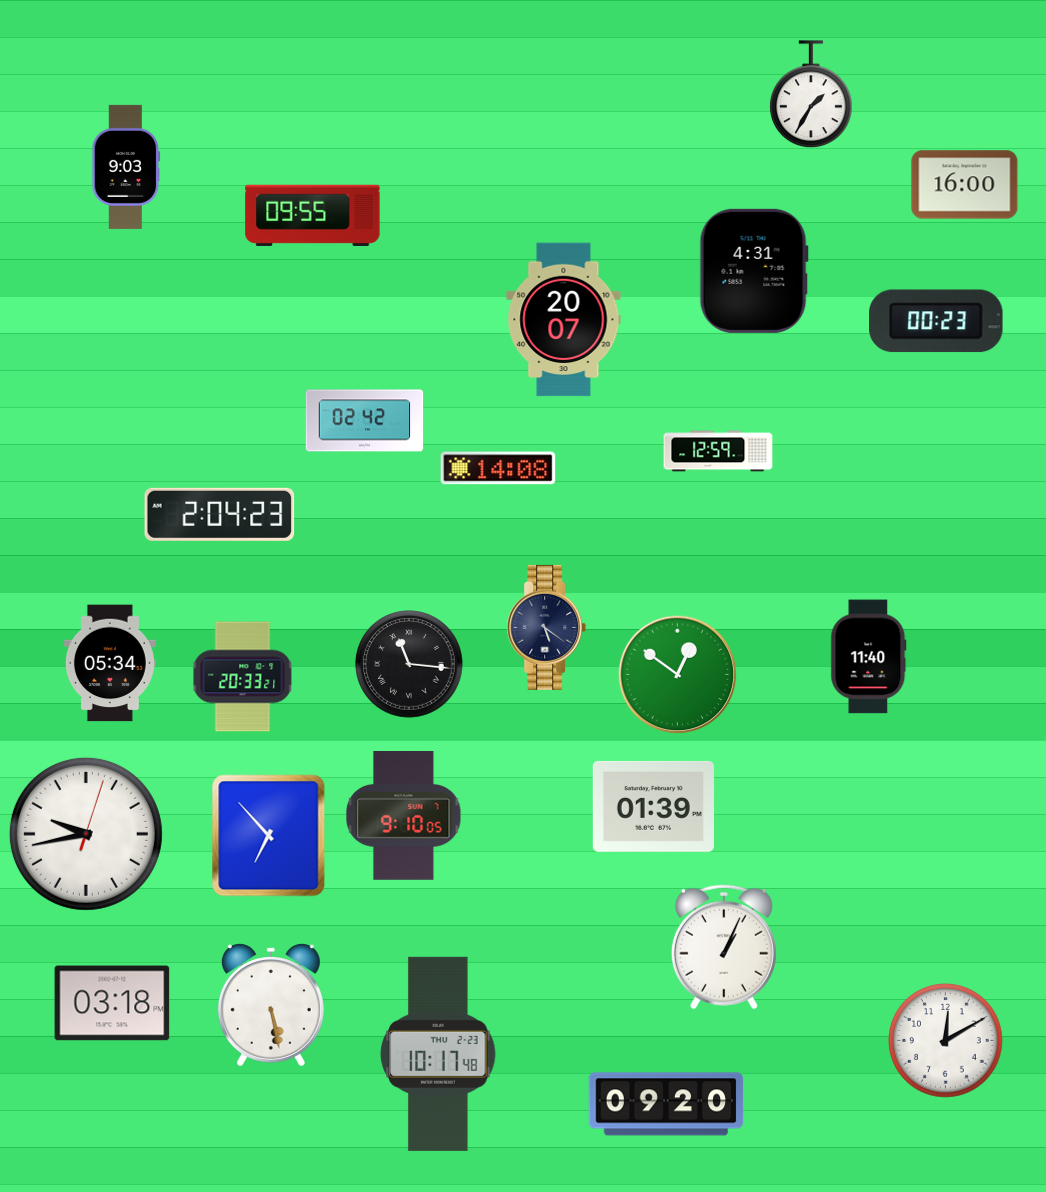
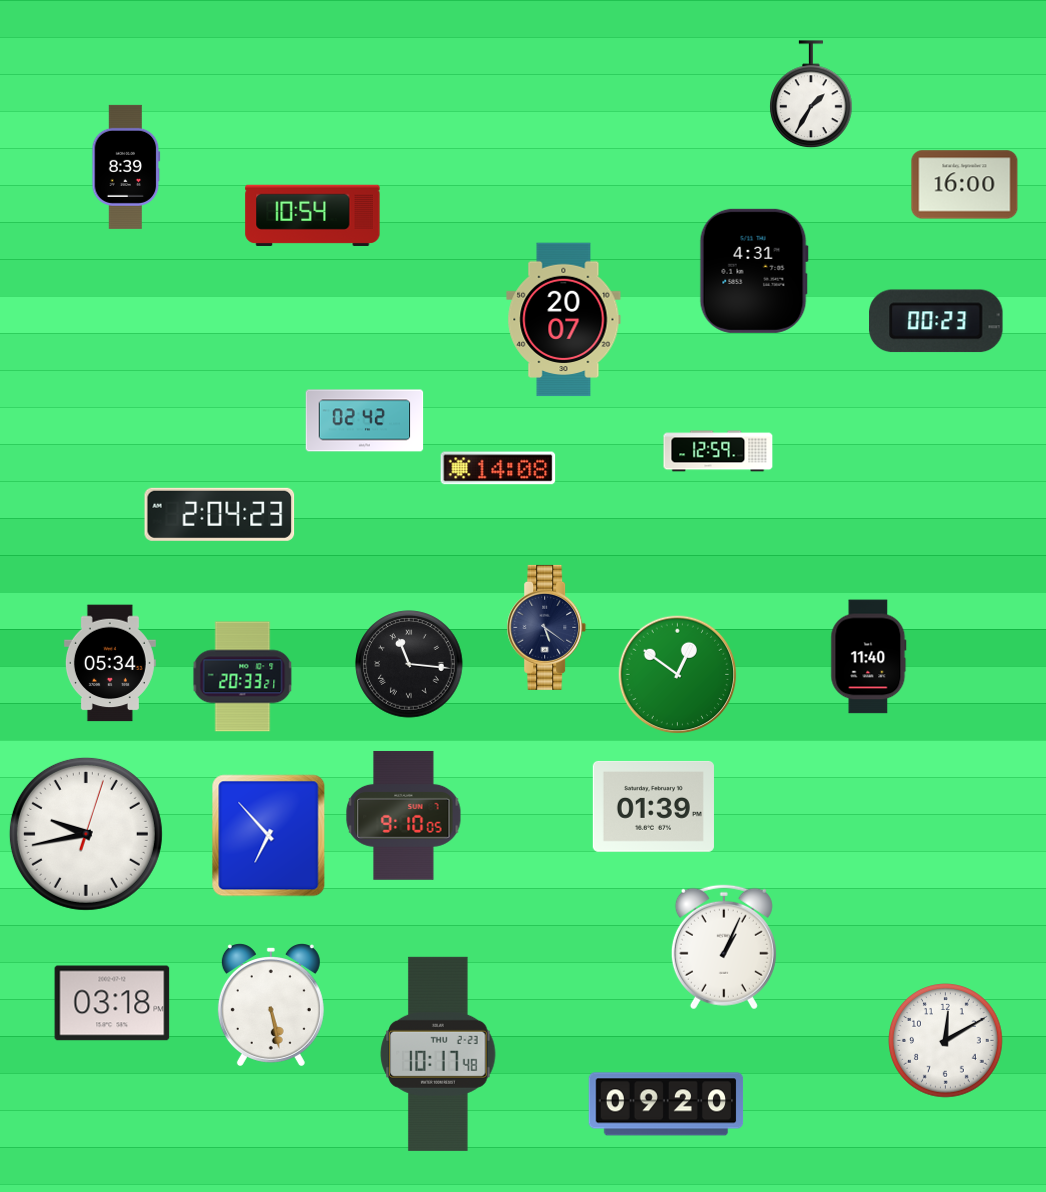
clock at (126, 167): 9:03 -> 8:39
clock at (313, 215): 09:55 -> 10:54
